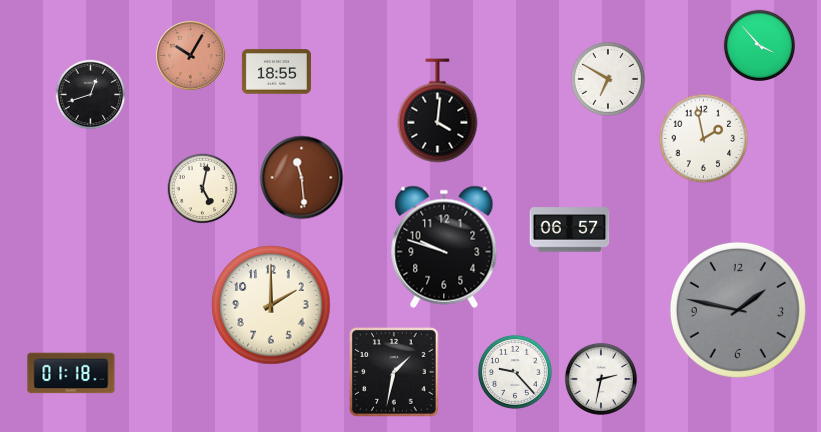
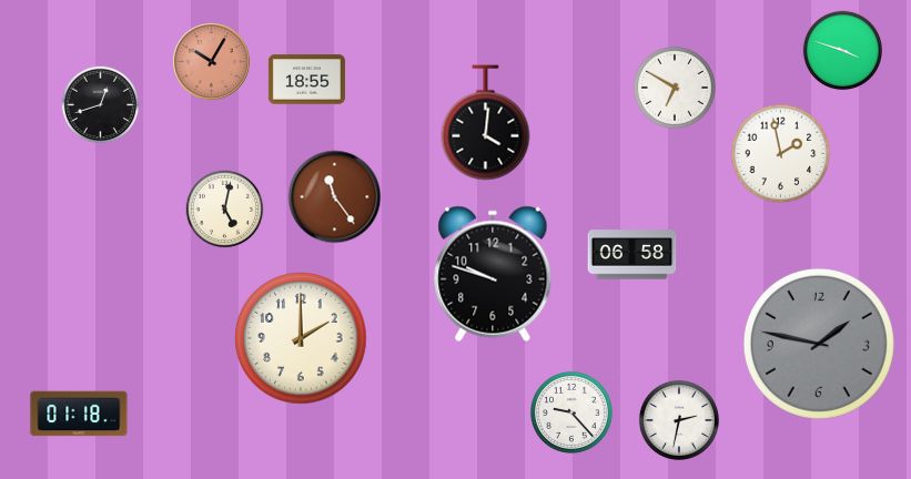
clock at (759, 45): 3:53 -> 3:48
clock at (302, 178): 11:29 -> 11:24
clock at (570, 230): 06:57 -> 06:58
clock at (395, 373): 1:32 -> none
clock at (601, 379) position: (601, 379) -> (679, 420)
